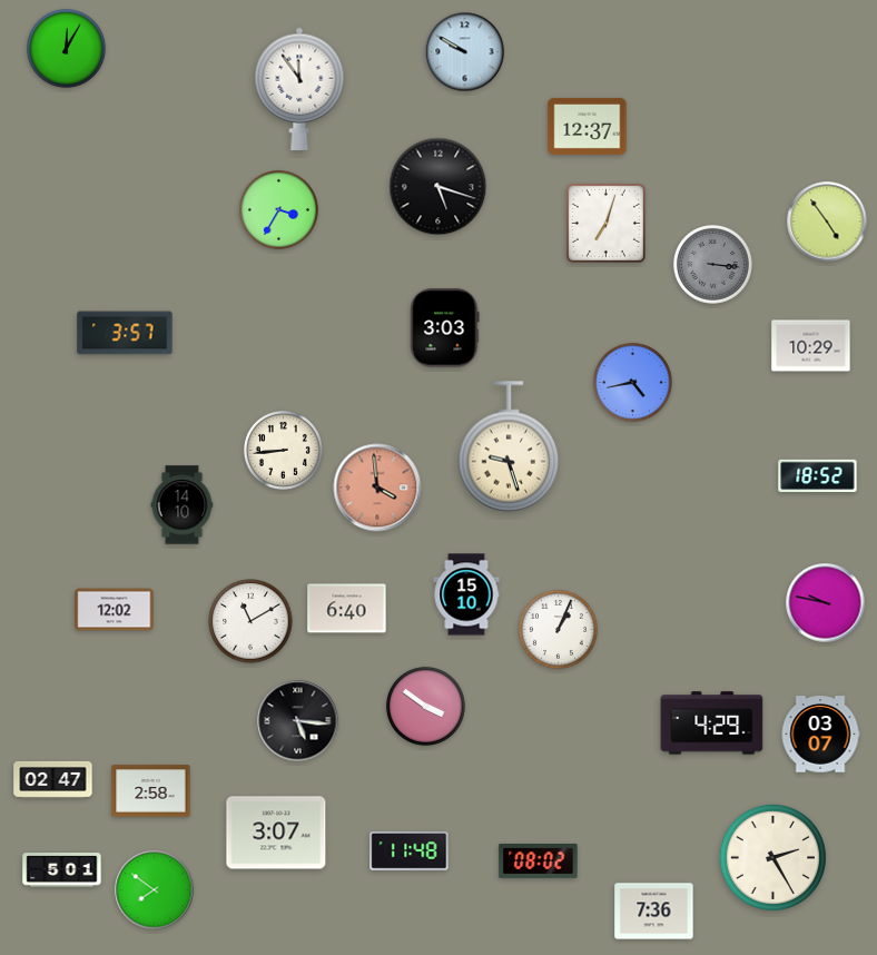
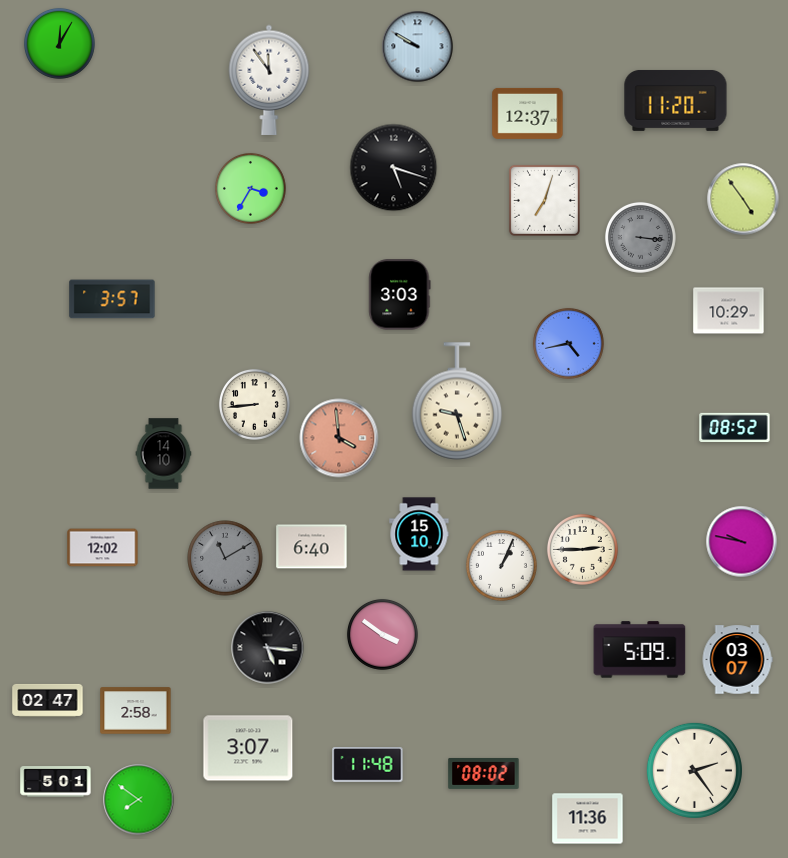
clock at (676, 100): none -> 11:20
clock at (818, 475): 18:52 -> 08:52
clock at (583, 550): none -> 2:45
clock at (250, 621) dial: white -> grey
clock at (712, 723): 4:29 -> 5:09
clock at (772, 857): 2:25 -> 2:24
clock at (654, 912): 7:36 -> 11:36
